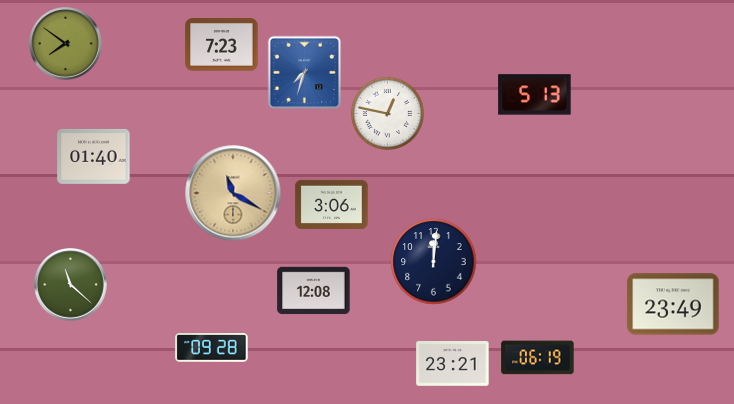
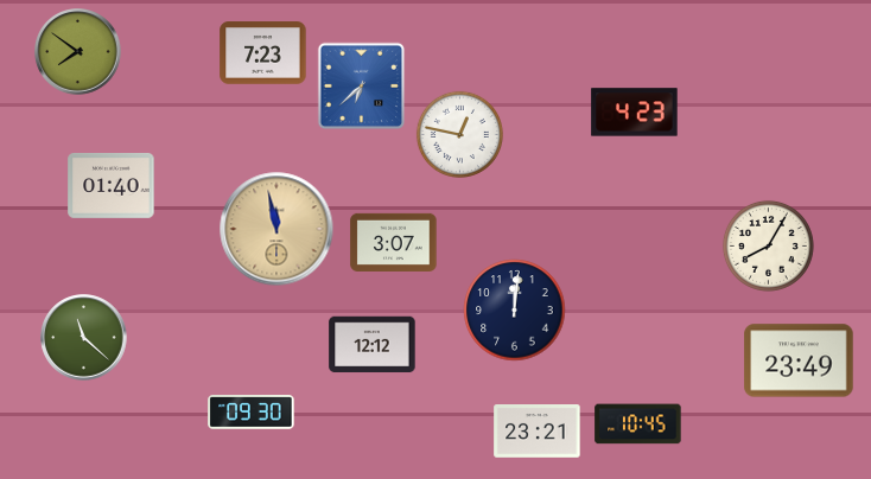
clock at (305, 73): 7:33 -> 6:38
clock at (535, 95): 5:13 -> 4:23
clock at (233, 193): 11:20 -> 11:58
clock at (332, 204): 3:06 -> 3:07
clock at (768, 245): none -> 8:05
clock at (314, 291): 12:08 -> 12:12
clock at (212, 348): 09:28 -> 09:30
clock at (538, 358): 06:19 -> 10:45
